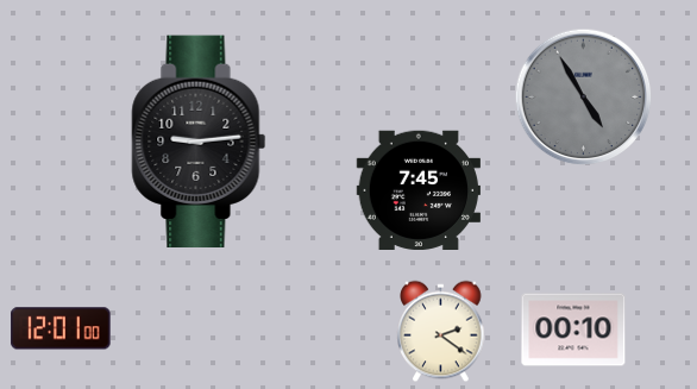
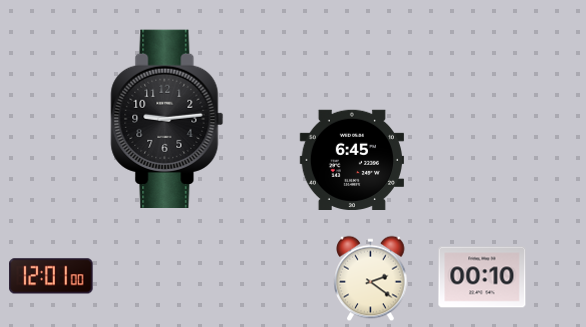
clock at (584, 98): 4:55 -> none
clock at (417, 189): 7:45 -> 6:45
